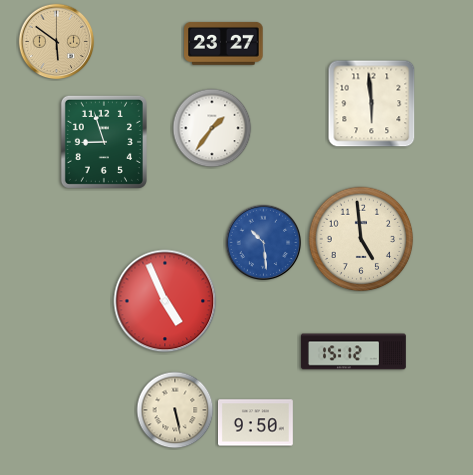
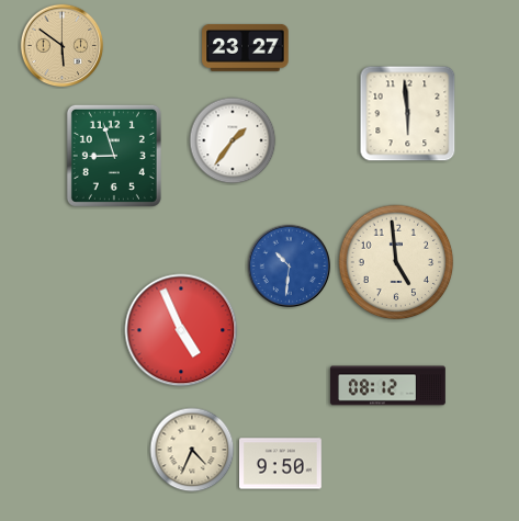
clock at (264, 243): 10:29 -> 10:31
clock at (353, 352): 15:12 -> 08:12
clock at (175, 410): 5:28 -> 4:34
